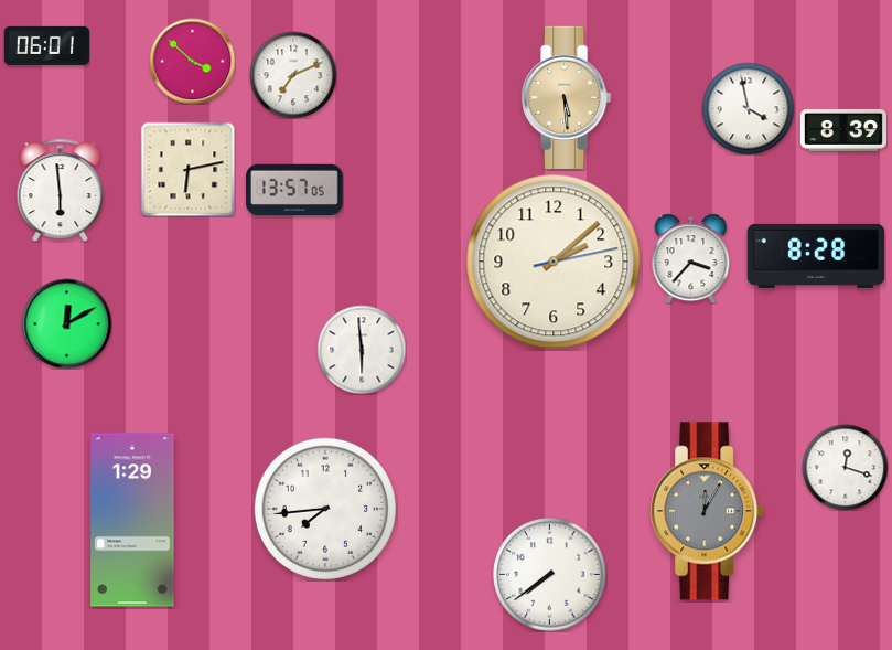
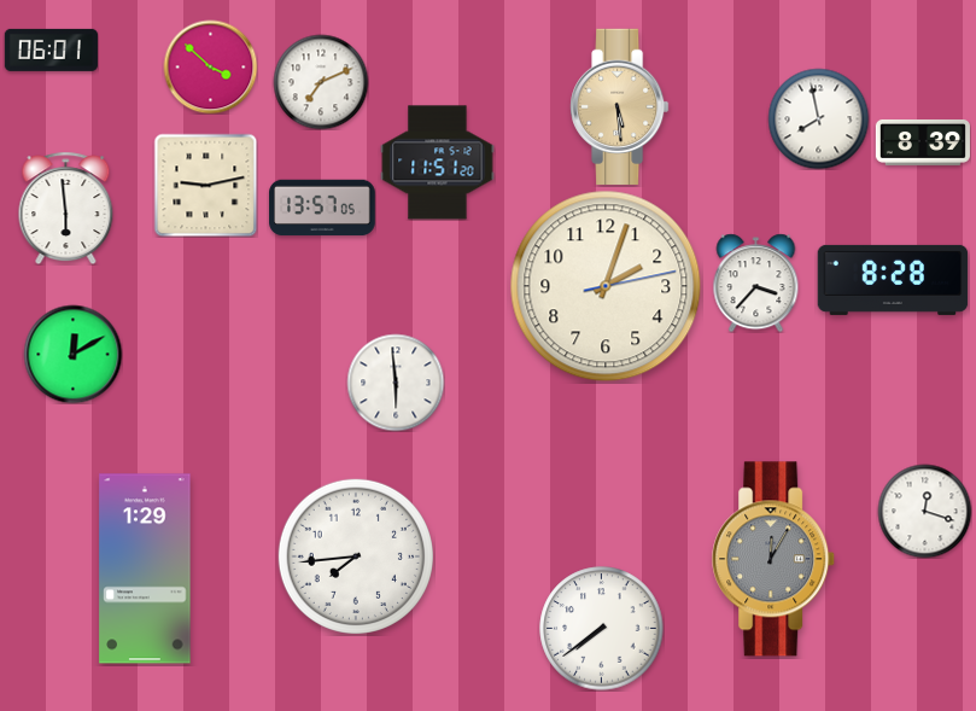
clock at (748, 108): 3:58 -> 7:58
clock at (438, 163): none -> 11:51
clock at (187, 169): 6:13 -> 9:13
clock at (554, 262): 2:08 -> 2:03
